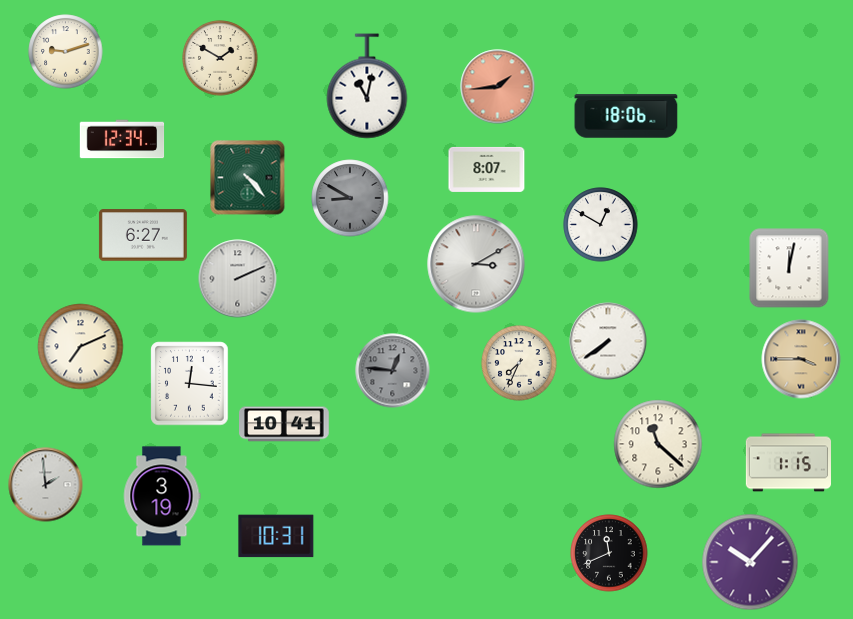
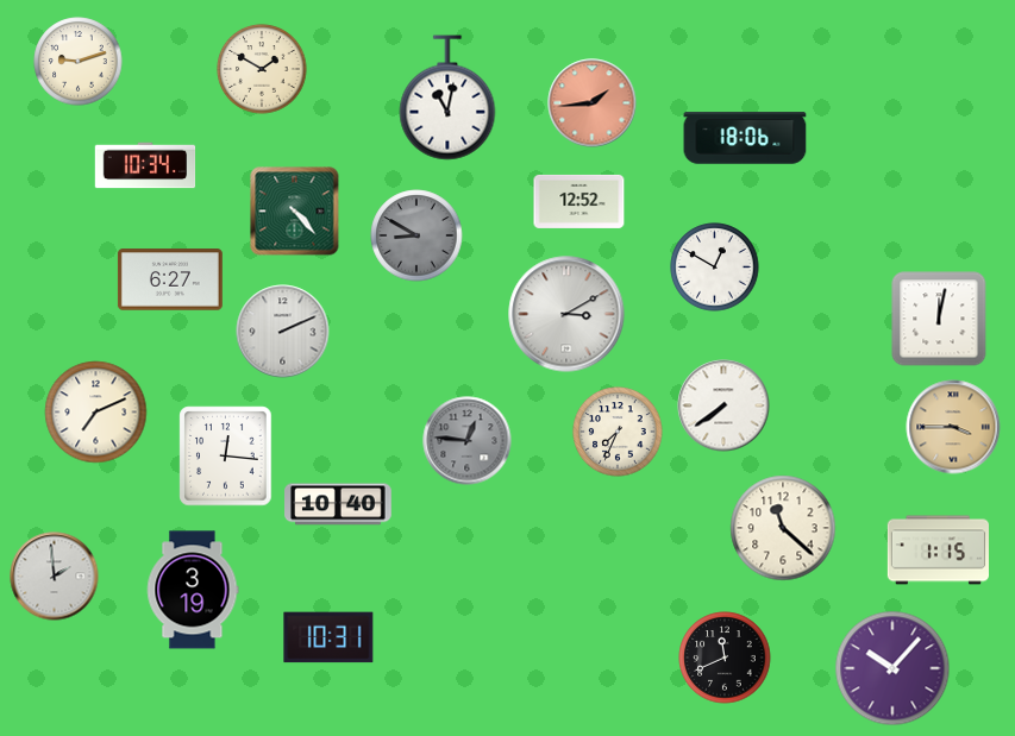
clock at (367, 86) position: (367, 86) -> (447, 97)
clock at (122, 139): 12:34 -> 10:34
clock at (487, 169): 8:07 -> 12:52
clock at (284, 424): 10:41 -> 10:40
